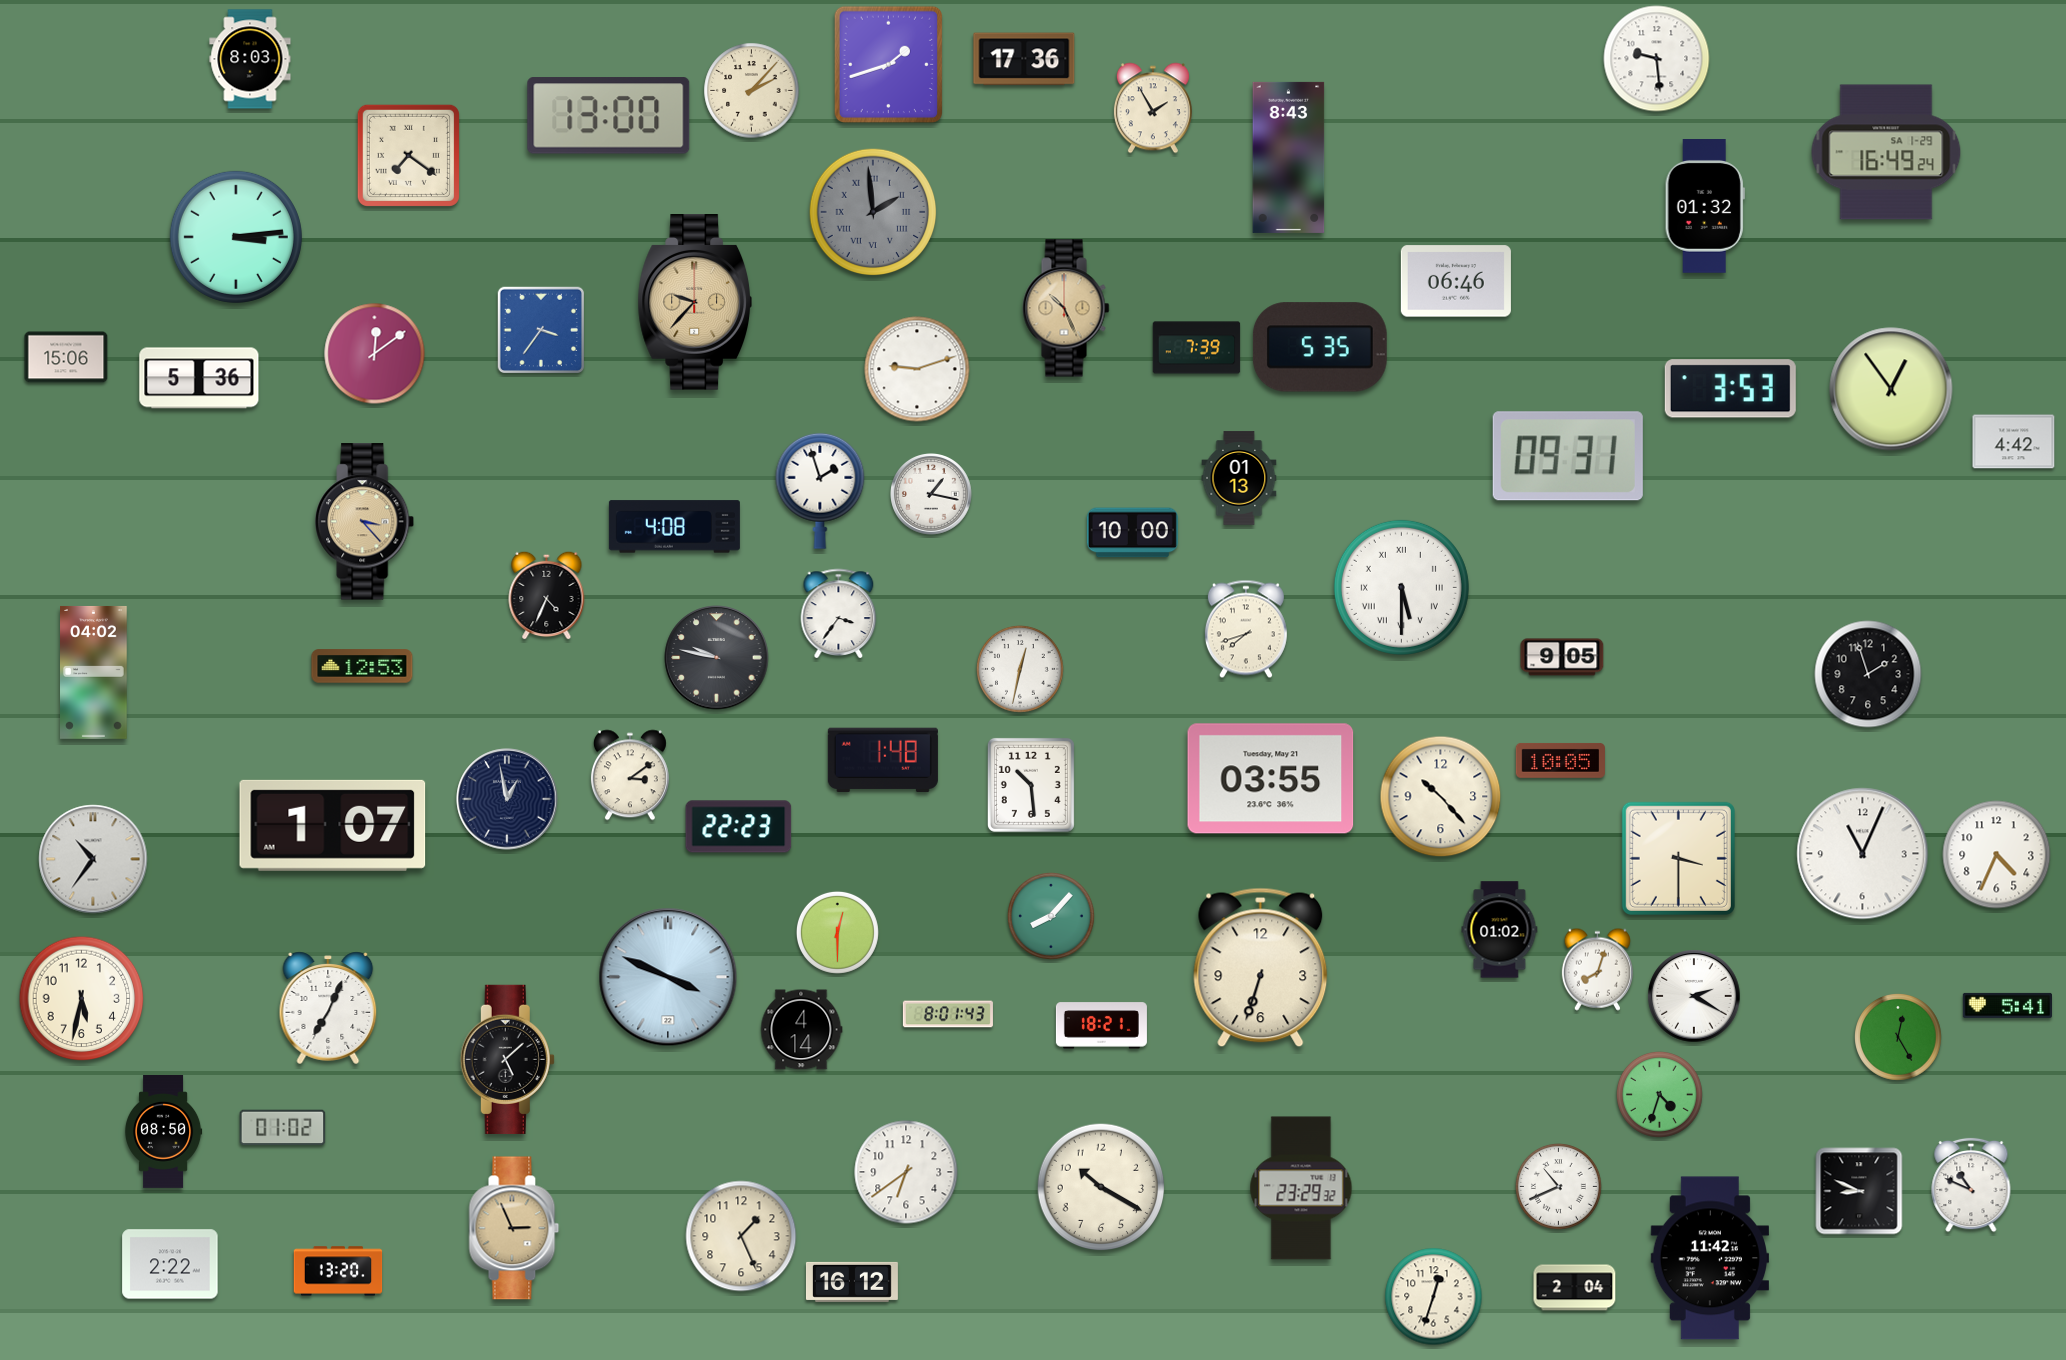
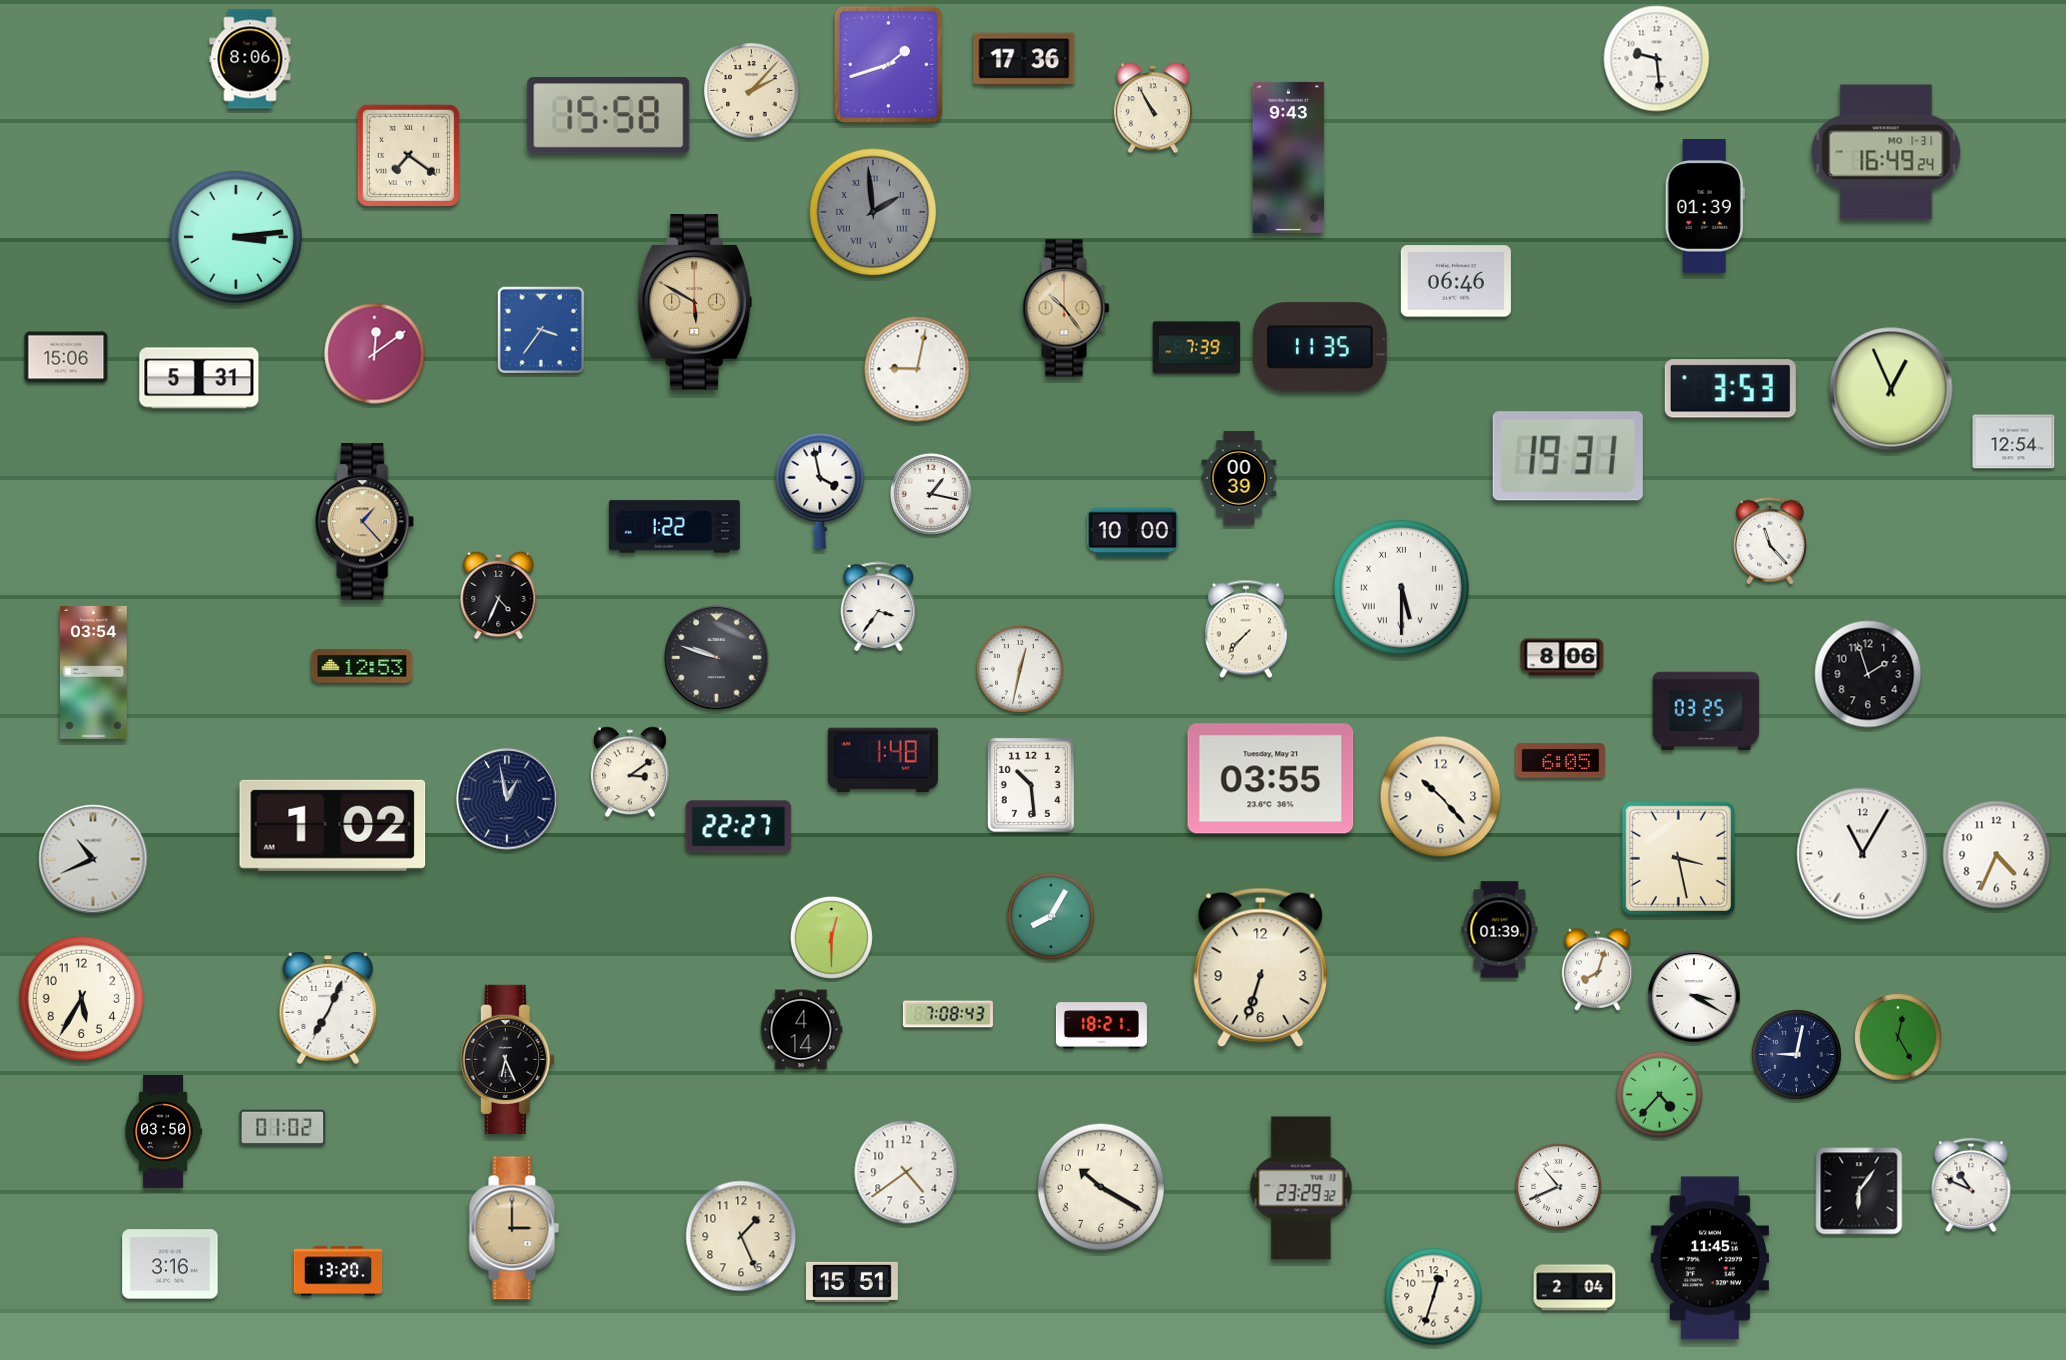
clock at (250, 59): 8:03 -> 8:06
clock at (1153, 108): 1:55 -> 10:55
clock at (609, 116): 13:00 -> 15:58
clock at (1886, 152) date: SA 1-29 -> MO 1-31
clock at (1289, 157): 8:43 -> 9:43
clock at (1705, 207): 01:32 -> 01:39
clock at (694, 302): 9:37 -> 5:50
clock at (1066, 308): 10:26 -> 10:24
clock at (1320, 347): 5:35 -> 11:35
clock at (917, 369): 9:12 -> 9:02
clock at (199, 378): 5:36 -> 5:31
clock at (1891, 389): 12:54 -> 12:56
clock at (2014, 442): 4:42 -> 12:54
clock at (1568, 456): 09:31 -> 19:31
clock at (1239, 478): 01:13 -> 00:39
clock at (820, 491): 1:57 -> 3:58
clock at (365, 522): 3:23 -> 1:23
clock at (674, 527): 4:08 -> 1:22
clock at (1770, 541): none -> 11:23
clock at (547, 595) position: (547, 595) -> (499, 595)
clock at (839, 613) position: (839, 613) -> (879, 606)
clock at (1246, 629): 7:42 -> 7:37
clock at (1562, 657): 9:05 -> 8:06
clock at (717, 658): 9:47 -> 9:48
clock at (94, 672): 04:02 -> 03:54
clock at (1706, 711): none -> 03:25
clock at (1560, 760): 10:05 -> 6:05
clock at (630, 775) position: (630, 775) -> (630, 772)
clock at (333, 825): 1:07 -> 1:02
clock at (739, 827): 22:23 -> 22:27
clock at (1863, 854): 11:04 -> 11:05
clock at (1678, 858): 3:30 -> 3:28
clock at (93, 859): 10:36 -> 10:41
clock at (1052, 917): 8:07 -> 8:05
clock at (1500, 930): 01:02 -> 01:39
clock at (837, 932) position: (837, 932) -> (831, 937)
clock at (668, 977): 3:49 -> none
clock at (1694, 996): 2:20 -> 3:20
clock at (82, 999): 5:32 -> 5:35
clock at (2007, 1005): 5:41 -> none
clock at (948, 1014): 8:01 -> 7:08
clock at (1797, 1055): none -> 9:02
clock at (507, 1059): 5:08 -> 6:26
clock at (1660, 1095): 4:33 -> 4:37
clock at (163, 1132): 08:50 -> 03:50
clock at (906, 1172): 6:39 -> 4:39
clock at (1859, 1191): 8:49 -> 6:06
clock at (514, 1228): 2:56 -> 3:00
clock at (1709, 1258): 11:42 -> 11:45
clock at (170, 1264): 2:22 -> 3:16
clock at (852, 1282): 16:12 -> 15:51
